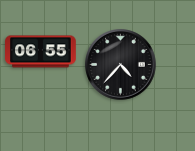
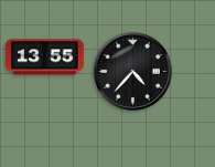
clock at (41, 52): 06:55 -> 13:55
